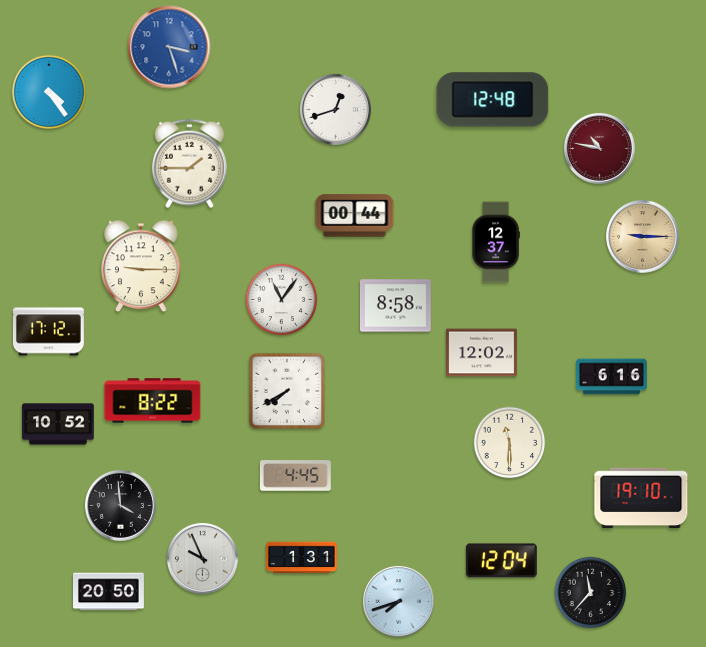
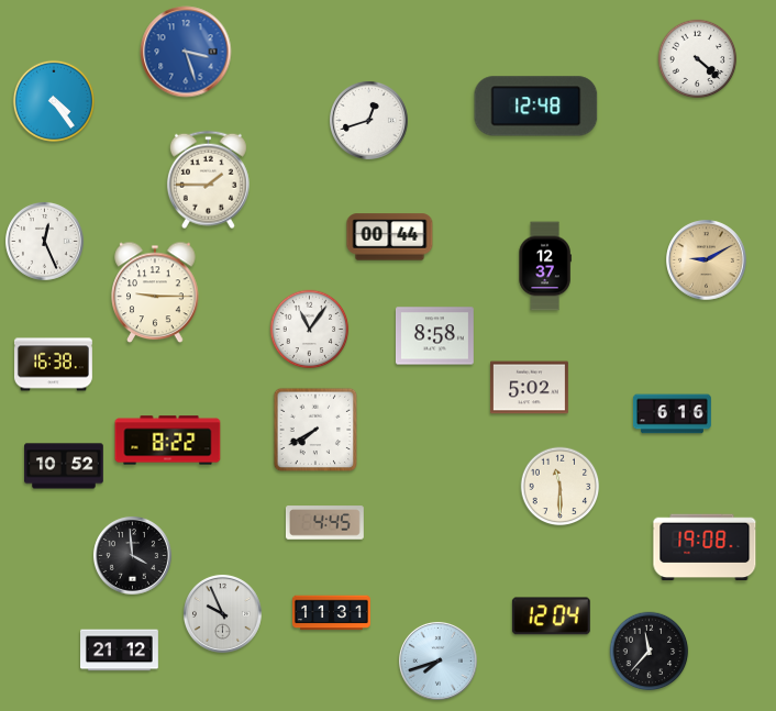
clock at (698, 59): none -> 4:22
clock at (493, 100) position: (493, 100) -> (536, 107)
clock at (599, 148): 10:47 -> none
clock at (44, 241): none -> 12:26
clock at (643, 237): 9:15 -> 9:10
clock at (49, 332): 17:12 -> 16:38
clock at (481, 353): 12:02 -> 5:02
clock at (641, 498): 19:10 -> 19:08
clock at (302, 558): 1:31 -> 11:31
clock at (109, 592): 20:50 -> 21:12
